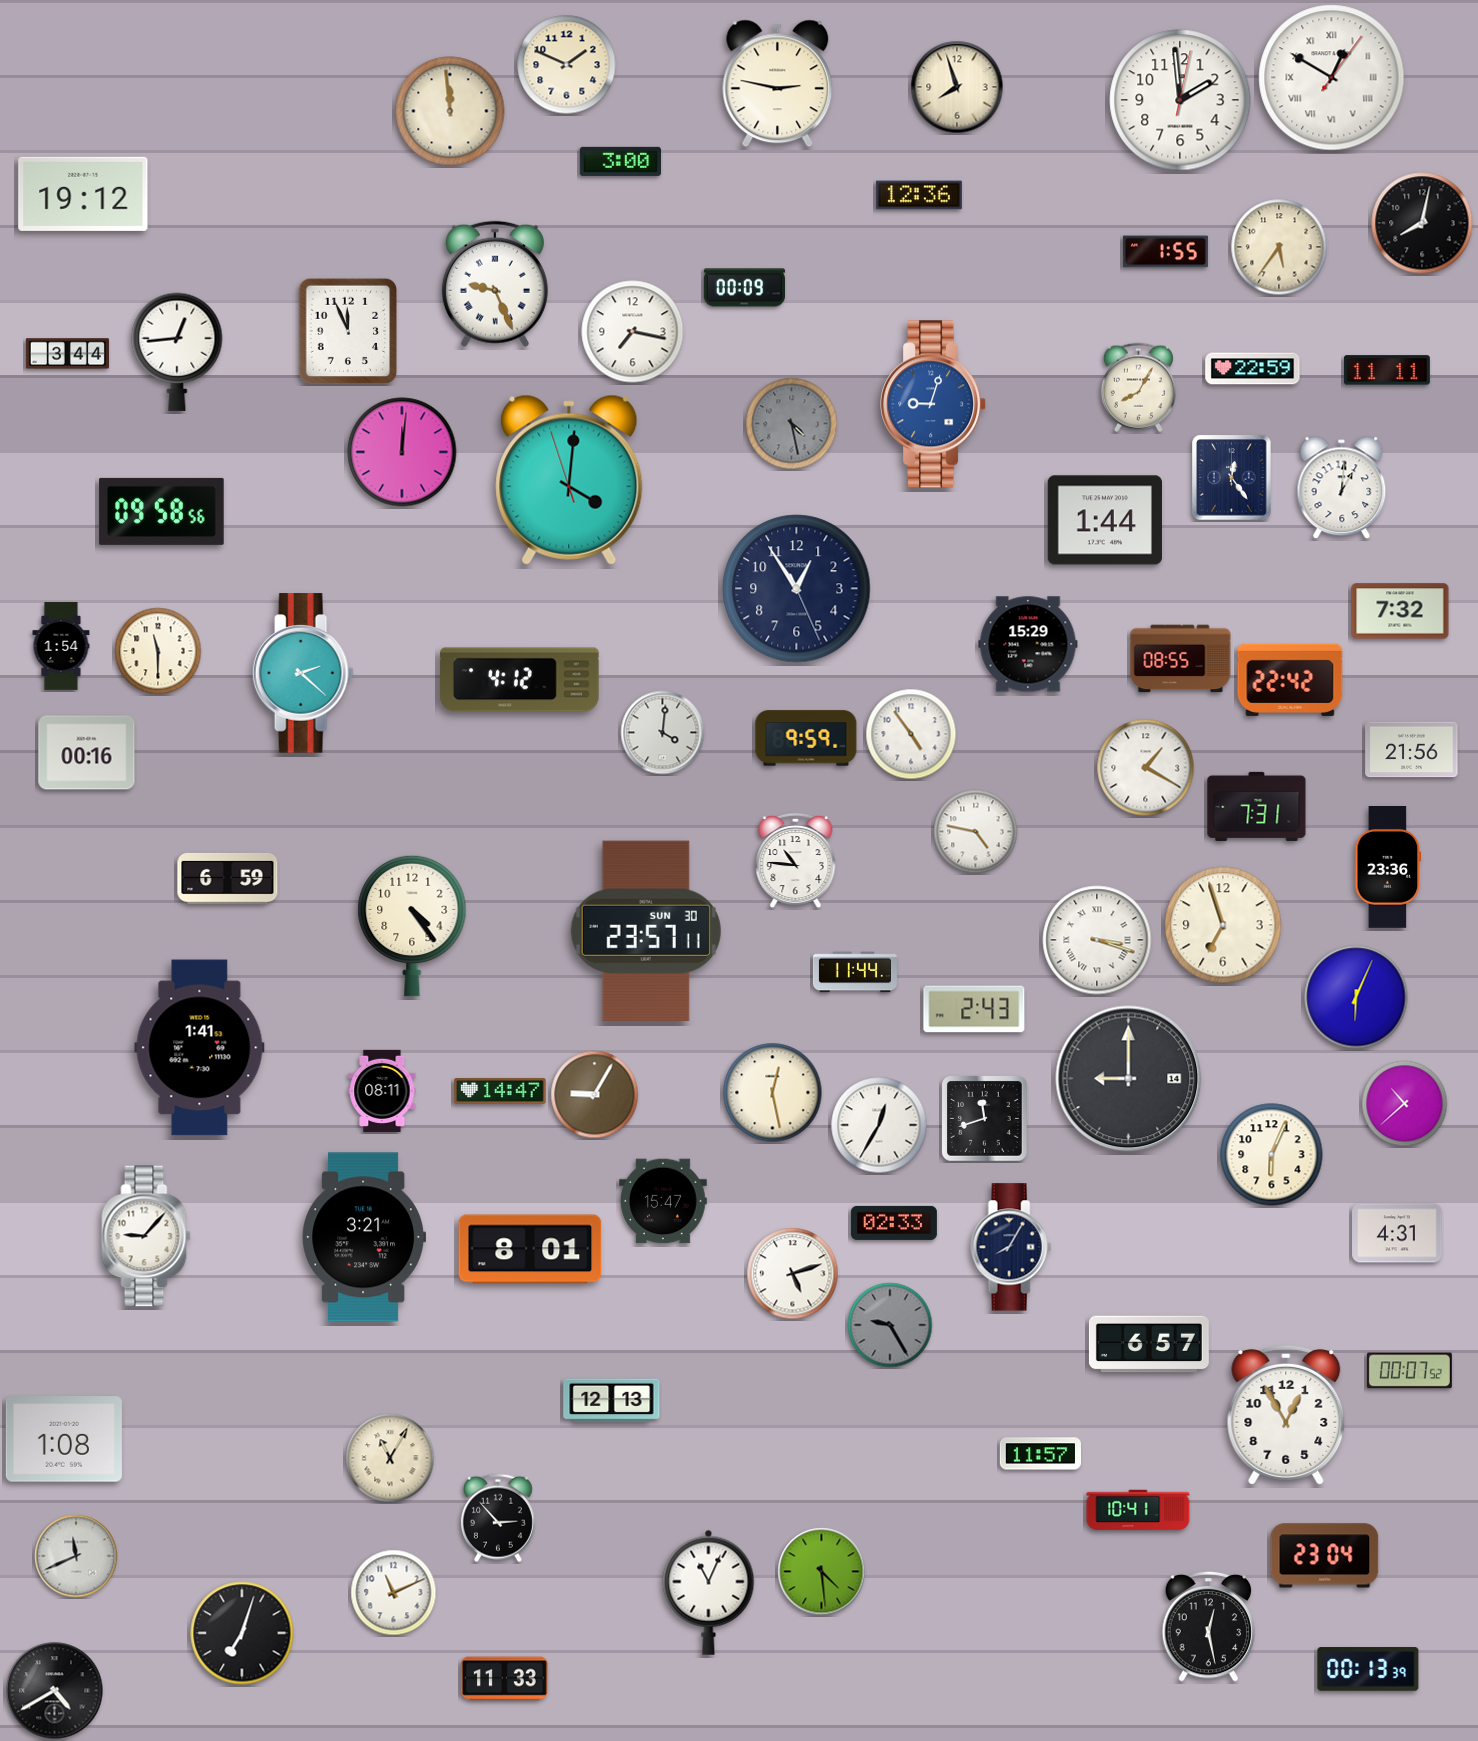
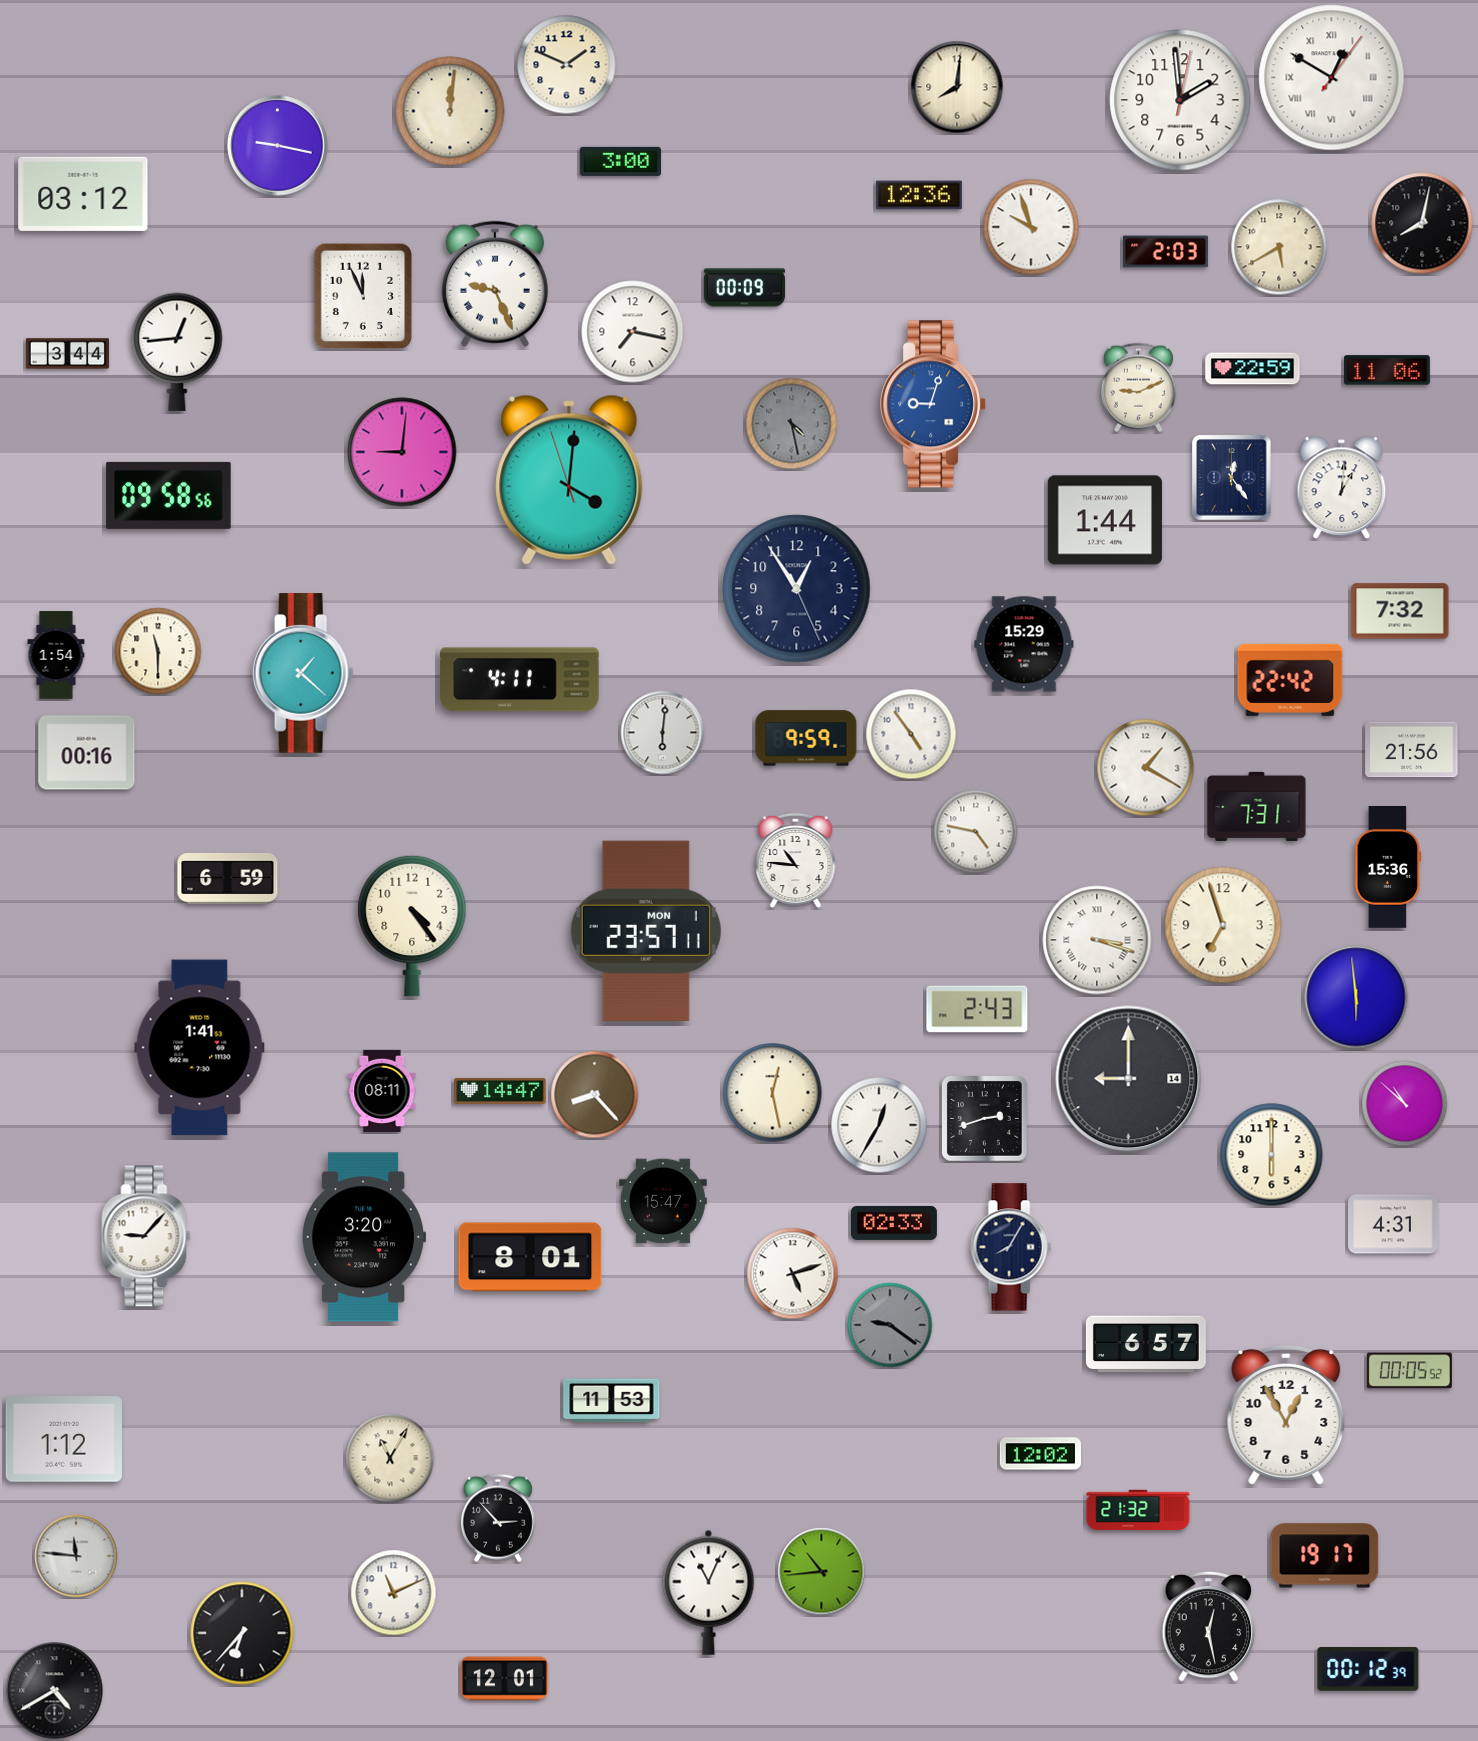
clock at (778, 84): 2:47 -> none
clock at (957, 87): 7:57 -> 8:01
clock at (450, 111): 11:59 -> 12:01
clock at (278, 146): none -> 9:17
clock at (83, 194): 19:12 -> 03:12
clock at (1031, 227): none -> 9:57
clock at (1279, 247): 5:36 -> 5:40
clock at (1165, 252): 1:55 -> 2:03
clock at (347, 331) position: (347, 331) -> (362, 296)
clock at (1387, 370): 11:11 -> 11:06
clock at (1138, 388): 8:05 -> 9:11
clock at (402, 452): 12:01 -> 9:01
clock at (162, 511) position: (162, 511) -> (169, 495)
clock at (1028, 644) position: (1028, 644) -> (1024, 644)
clock at (61, 646) position: (61, 646) -> (56, 655)
clock at (1181, 659): 08:55 -> none
clock at (303, 673): 2:22 -> 1:22
clock at (520, 680): 4:12 -> 4:11
clock at (663, 733): 4:01 -> 6:01
clock at (1388, 868): 23:36 -> 15:36
clock at (646, 931) date: SUN 30 -> MON 1
clock at (855, 972): 11:44 -> none
clock at (1356, 997): 6:04 -> 5:59
clock at (974, 1009) position: (974, 1009) -> (977, 1009)
clock at (595, 1095): 9:05 -> 8:23
clock at (1405, 1104): 10:38 -> 10:52
clock at (985, 1119): 11:42 -> 2:42
clock at (1272, 1155): 6:04 -> 6:00
clock at (1397, 1233) position: (1397, 1233) -> (1393, 1224)
clock at (363, 1237): 3:21 -> 3:20
clock at (530, 1249) position: (530, 1249) -> (530, 1257)
clock at (890, 1325): 9:25 -> 9:21
clock at (1149, 1344) position: (1149, 1344) -> (1146, 1344)
clock at (1409, 1371): 00:07 -> 00:05
clock at (612, 1401): 12:13 -> 11:53
clock at (64, 1439): 1:08 -> 1:12
clock at (1040, 1454): 11:57 -> 12:02
clock at (1138, 1510): 10:41 -> 21:32
clock at (76, 1556): 11:41 -> 11:46
clock at (1325, 1556): 23:04 -> 19:17
clock at (822, 1572): 4:29 -> 10:44
clock at (242, 1633): 7:03 -> 6:37
clock at (1368, 1669): 00:13 -> 00:12
clock at (504, 1679): 11:33 -> 12:01
